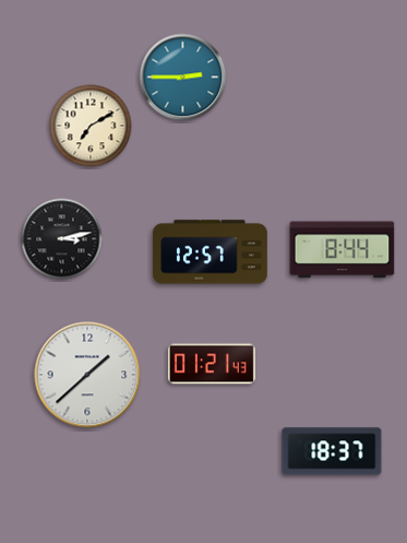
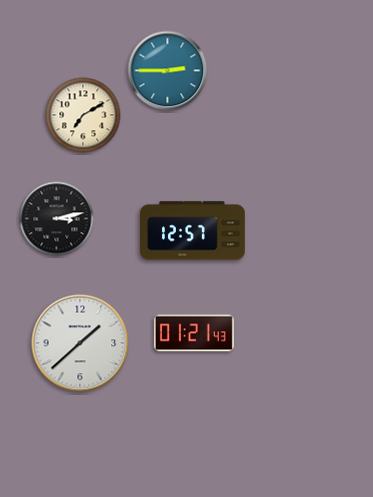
clock at (343, 250): 8:44 -> none
clock at (332, 451): 18:37 -> none
